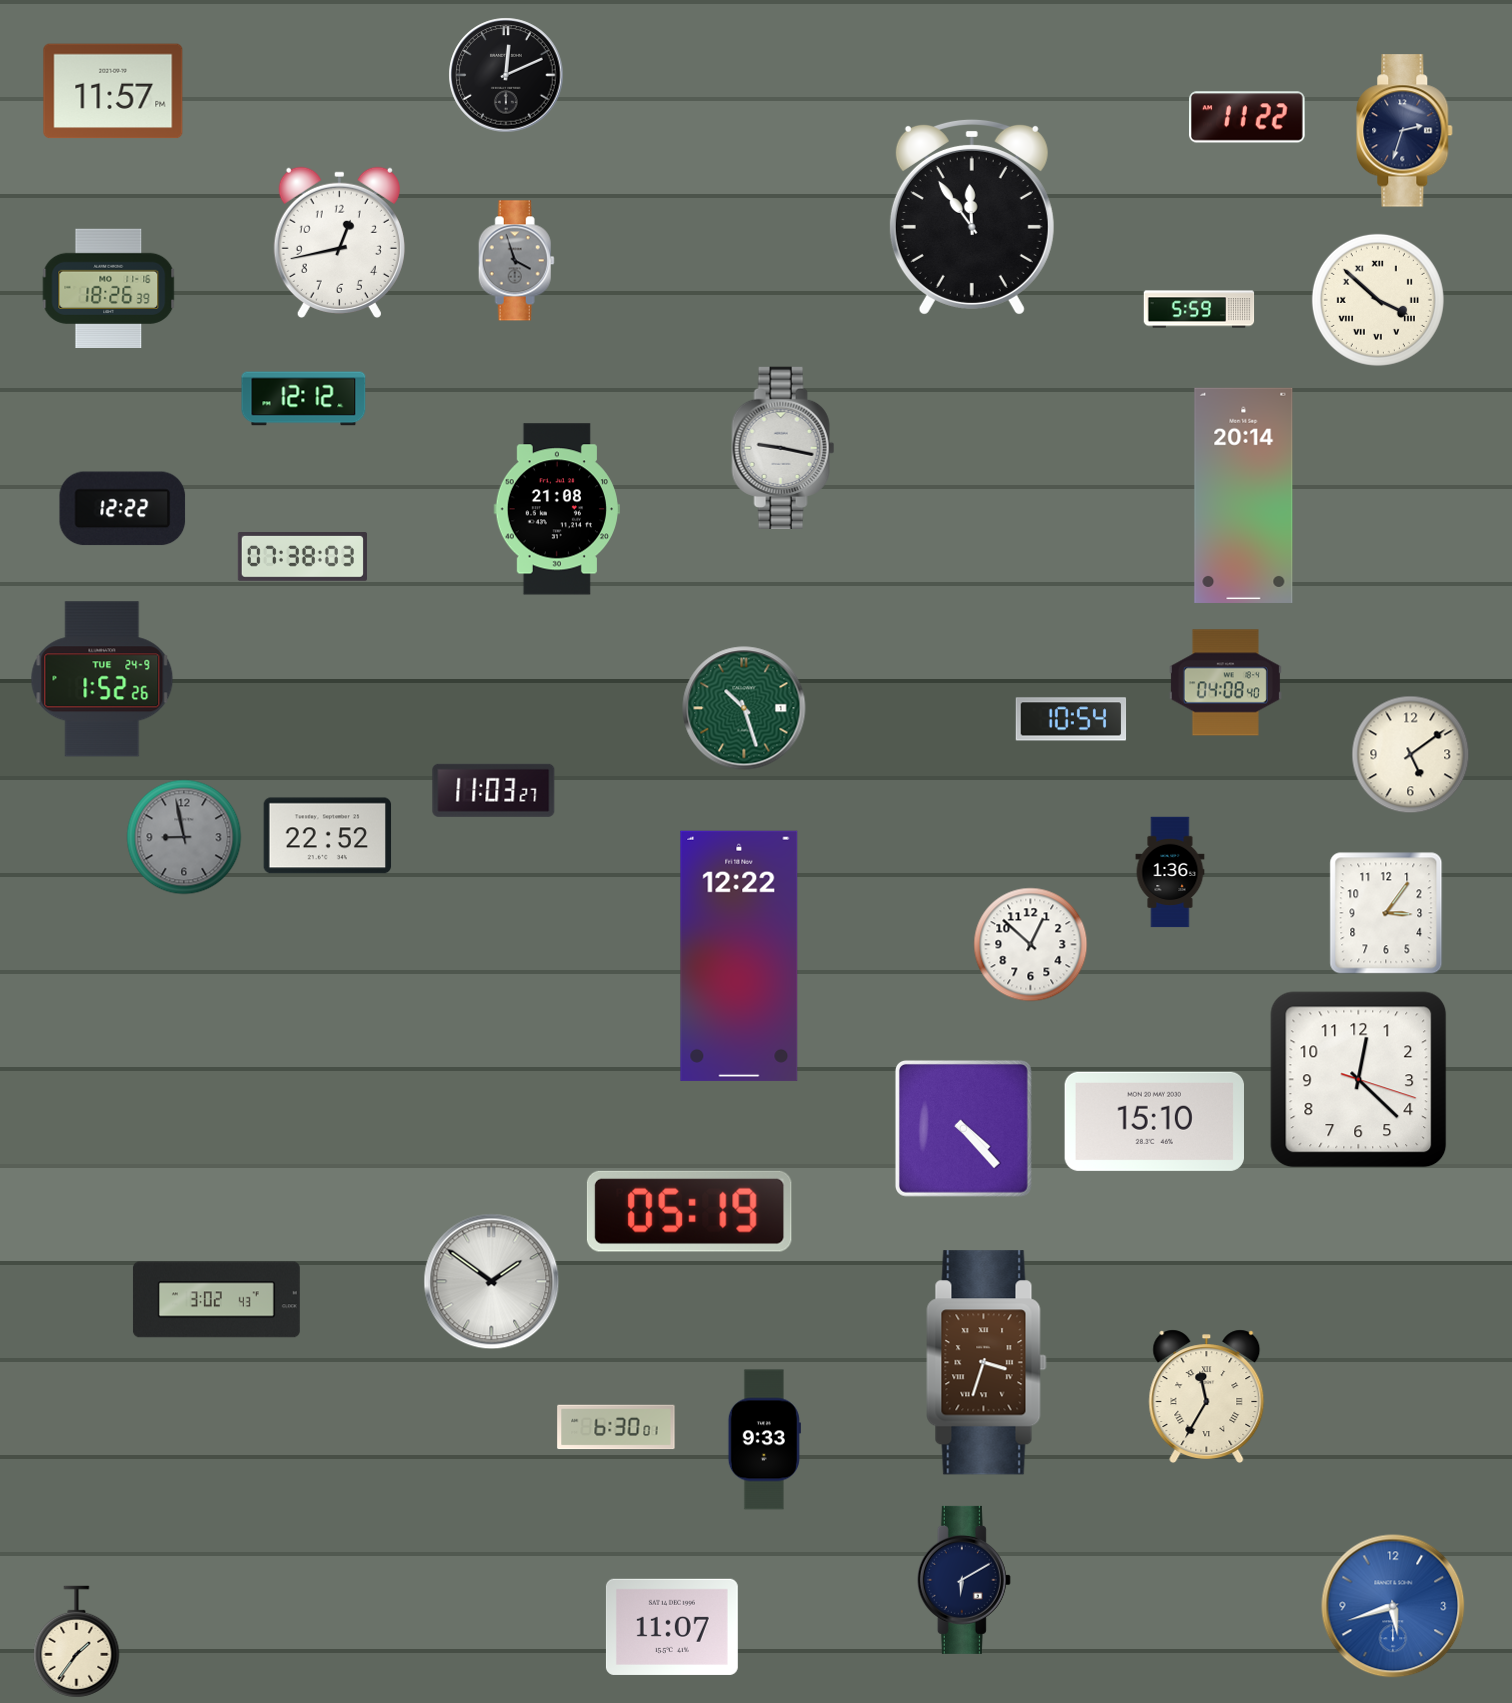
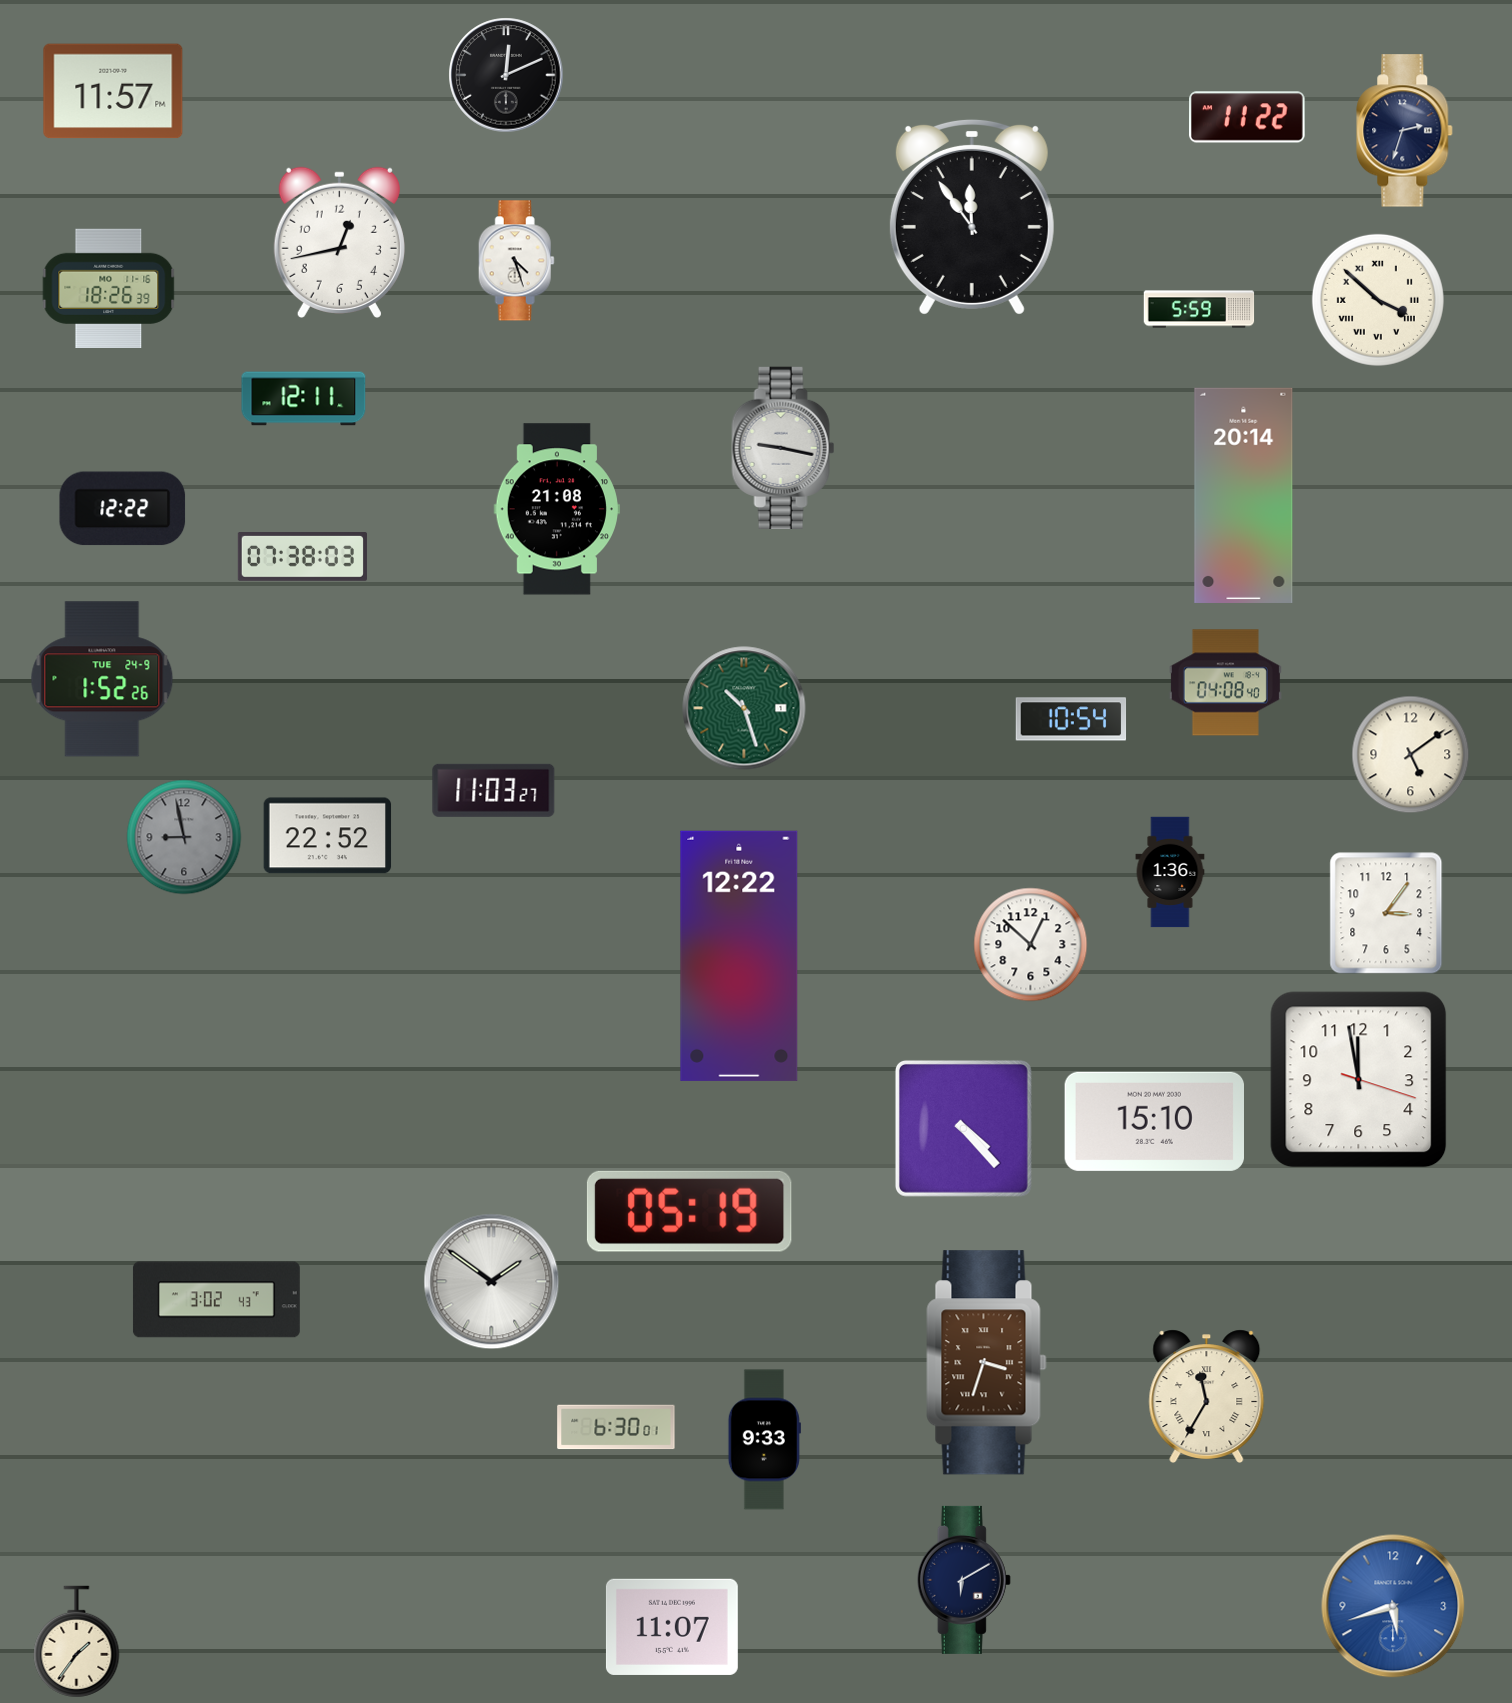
clock at (516, 261): 3:57 -> 4:27
clock at (516, 261) dial: grey -> white
clock at (304, 399): 12:12 -> 12:11
clock at (1359, 1080): 12:22 -> 11:58
